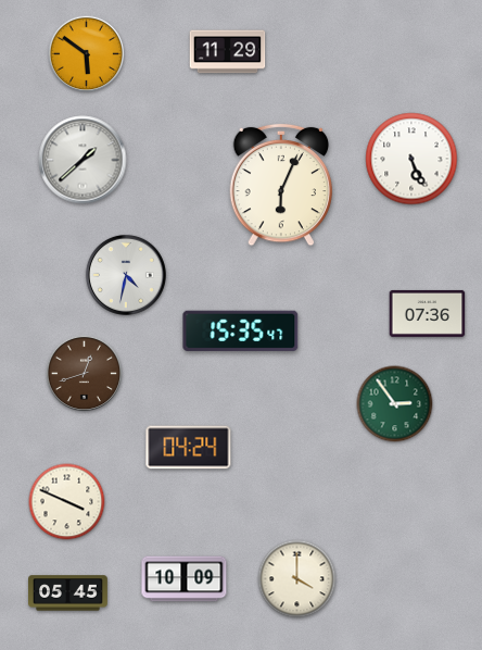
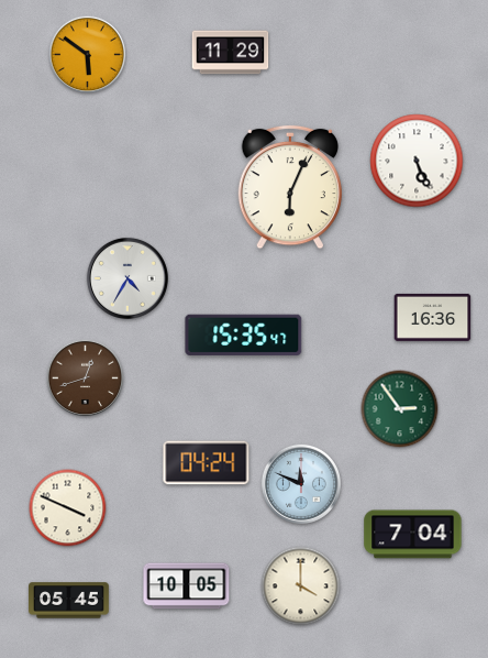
clock at (83, 160): 1:38 -> none
clock at (281, 185) position: (281, 185) -> (290, 187)
clock at (126, 275): 4:32 -> 4:35
clock at (428, 313): 07:36 -> 16:36
clock at (189, 448) position: (189, 448) -> (207, 463)
clock at (301, 484): none -> 11:49
clock at (413, 535): none -> 7:04
clock at (185, 579): 10:09 -> 10:05
